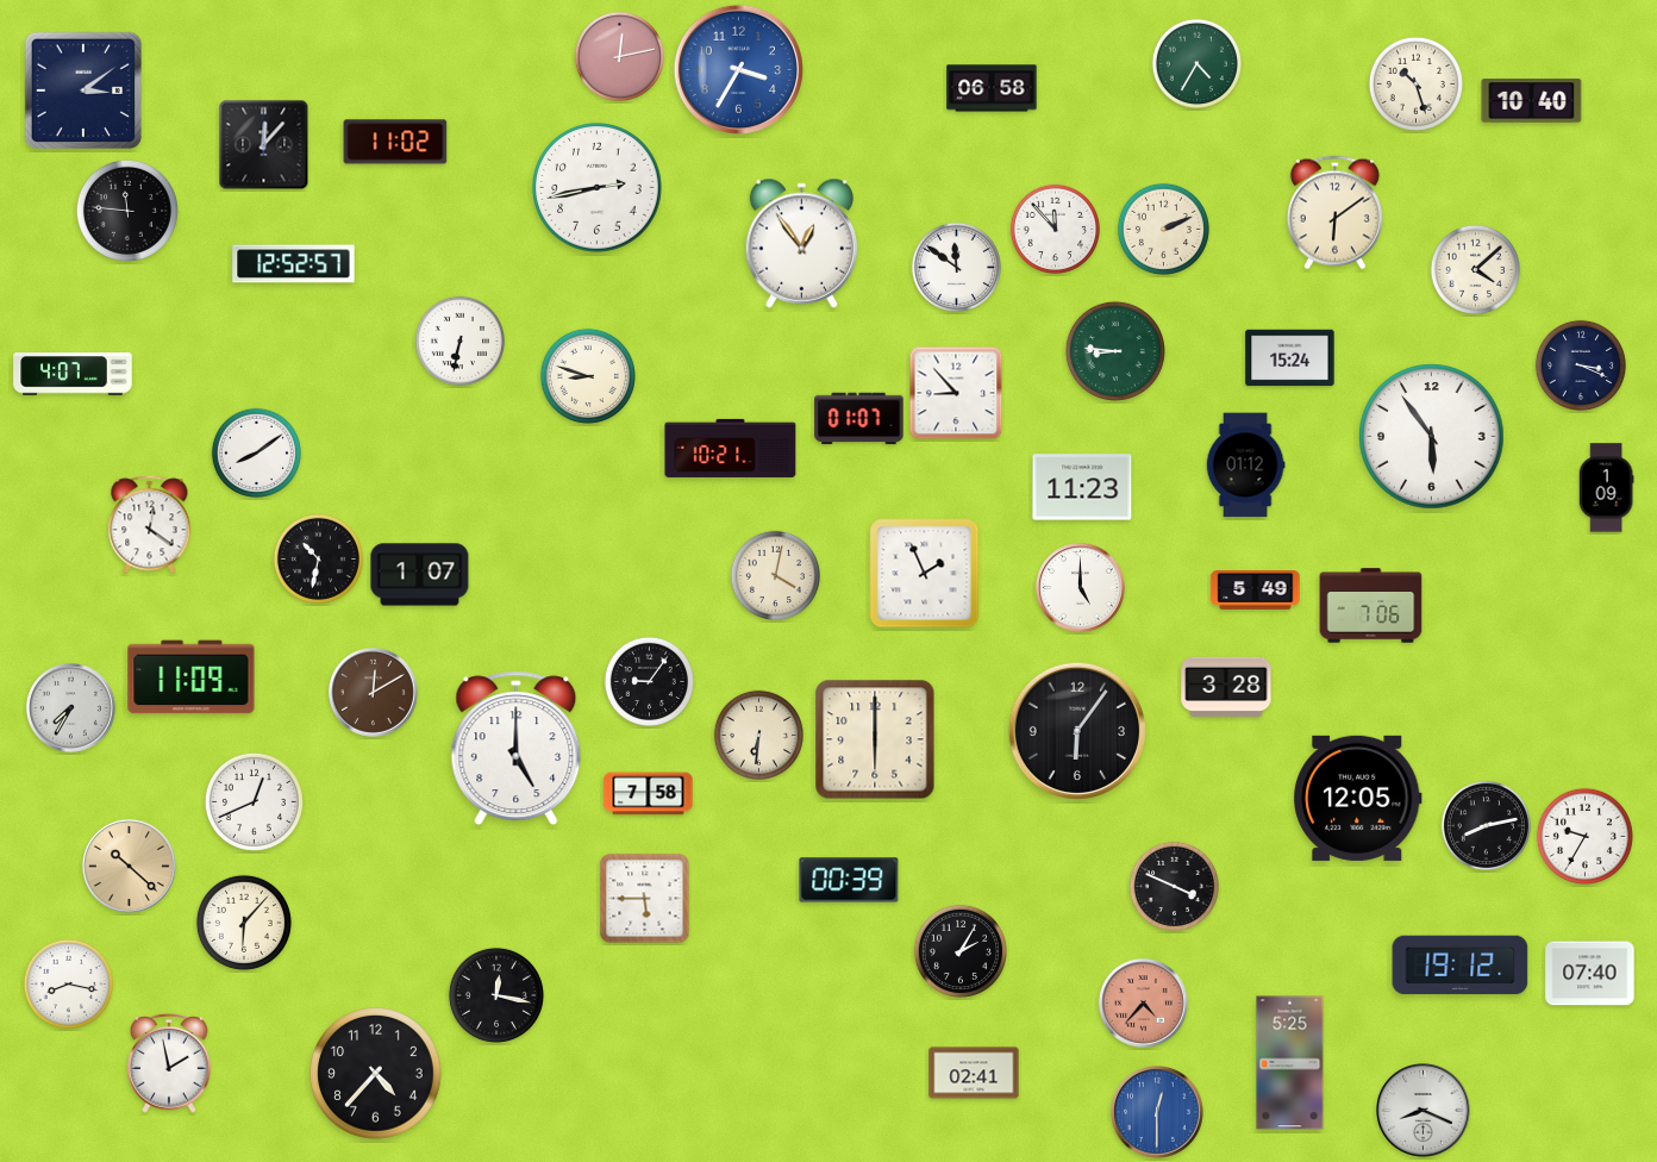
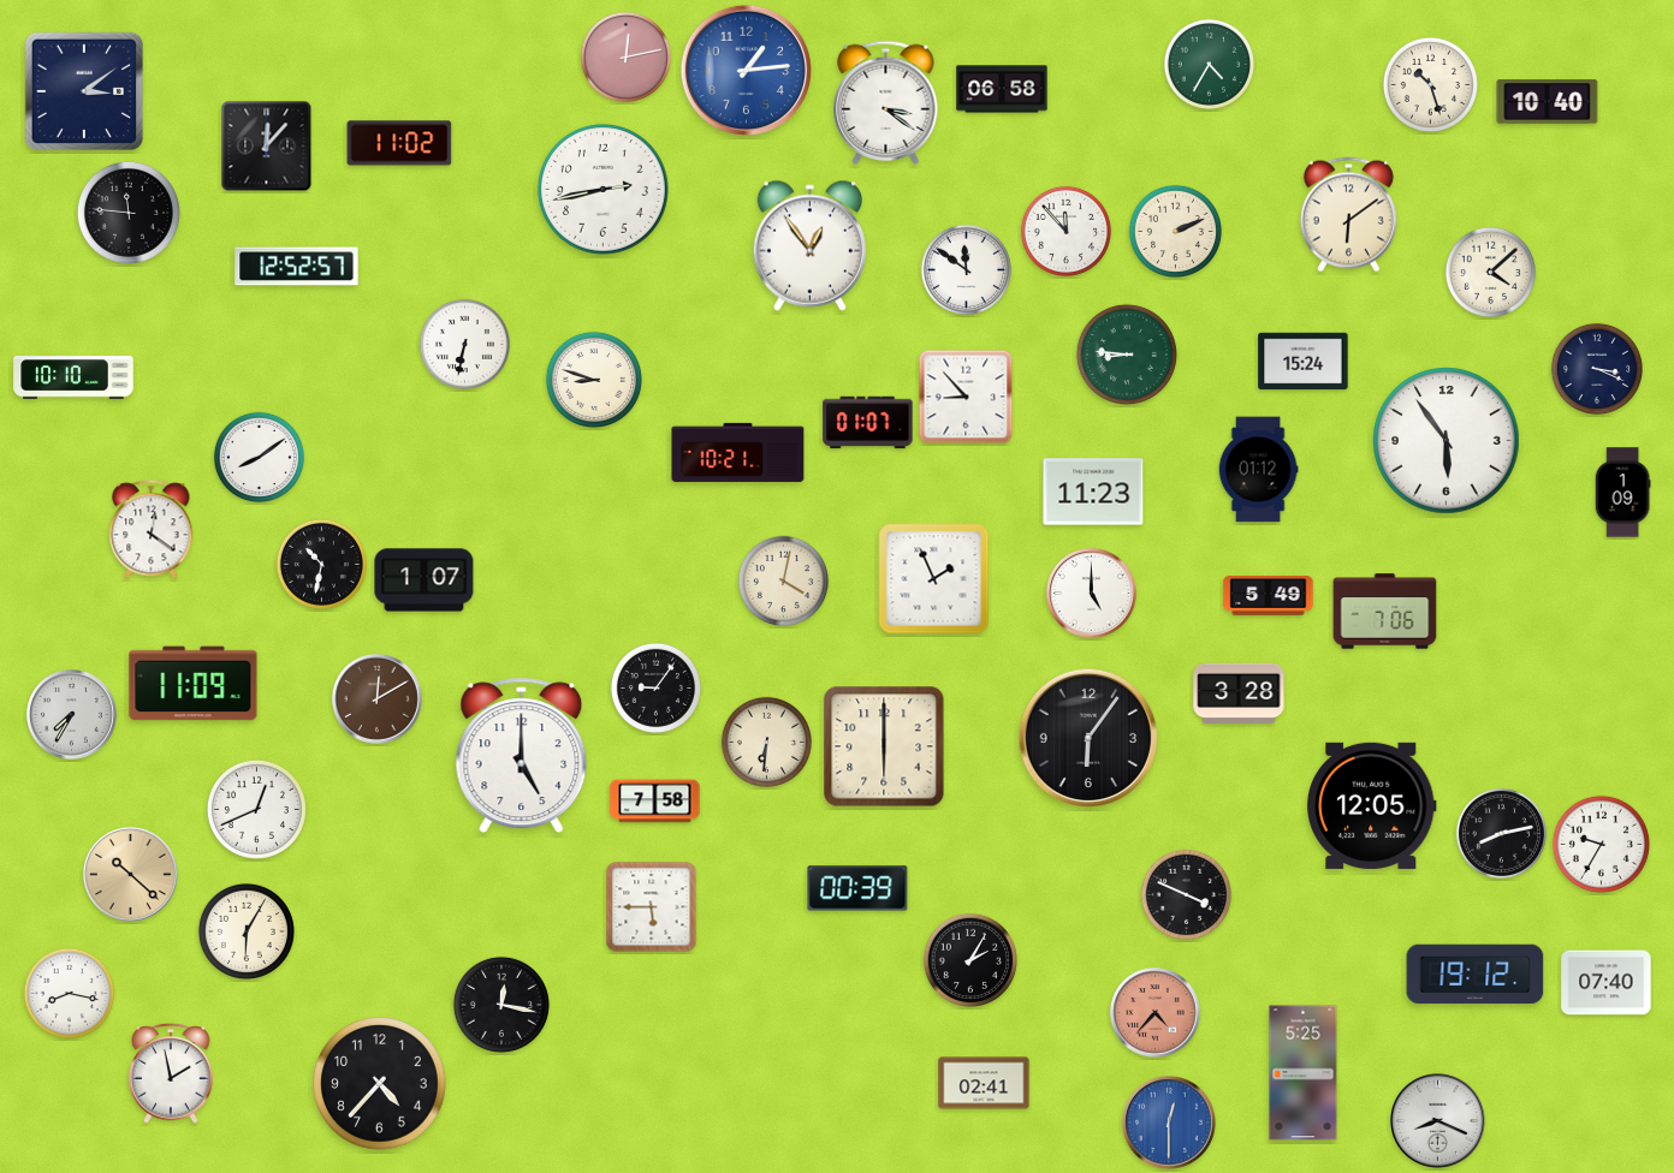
clock at (738, 69): 3:35 -> 1:14
clock at (886, 103): none -> 3:21
clock at (73, 374): 4:07 -> 10:10
clock at (244, 923): 6:07 -> 6:05
